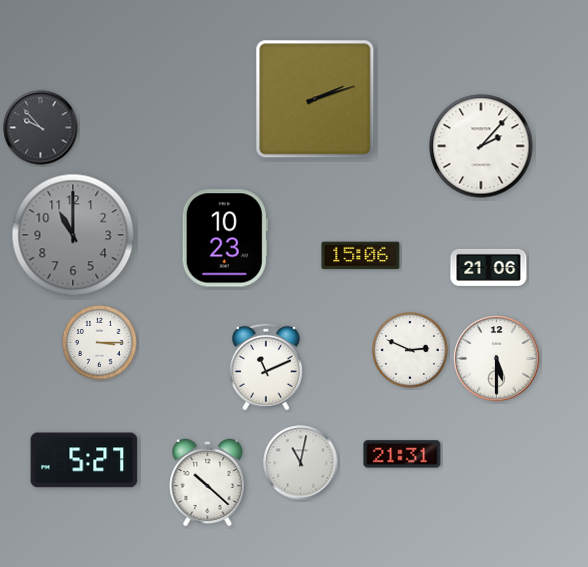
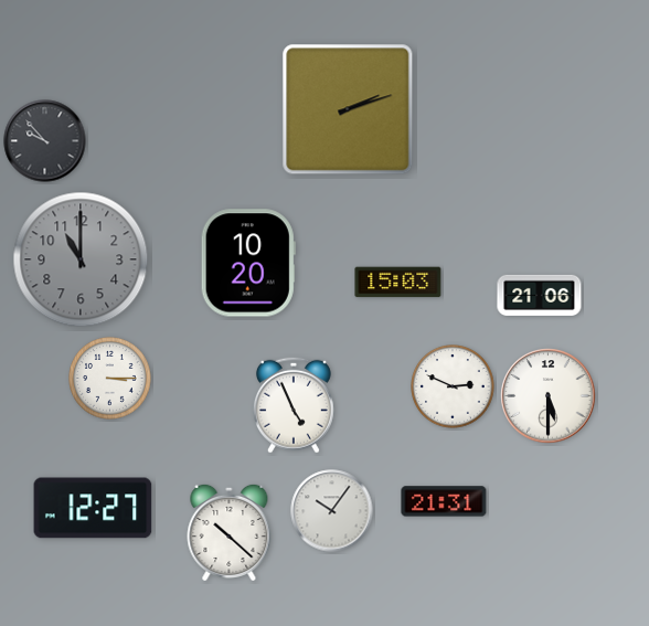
clock at (481, 146): 2:07 -> none
clock at (225, 238): 10:23 -> 10:20
clock at (361, 256): 15:06 -> 15:03
clock at (266, 367): 11:11 -> 4:56
clock at (84, 460): 5:27 -> 12:27
clock at (301, 463): 11:02 -> 10:06
